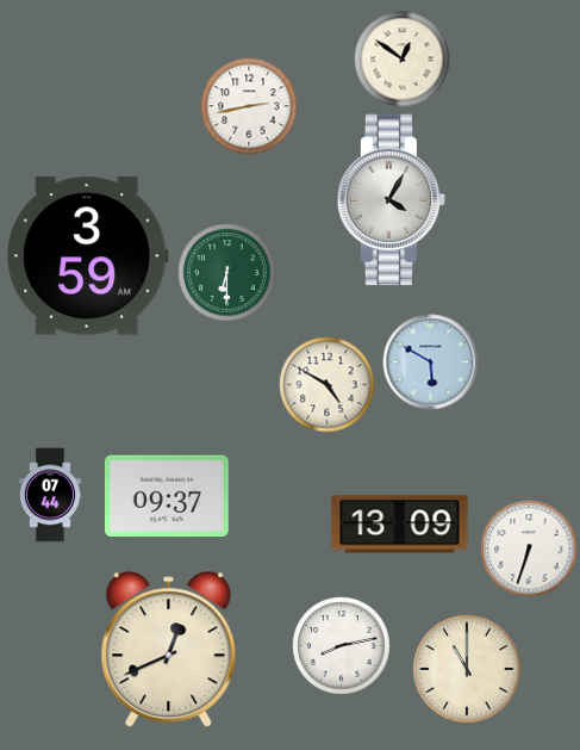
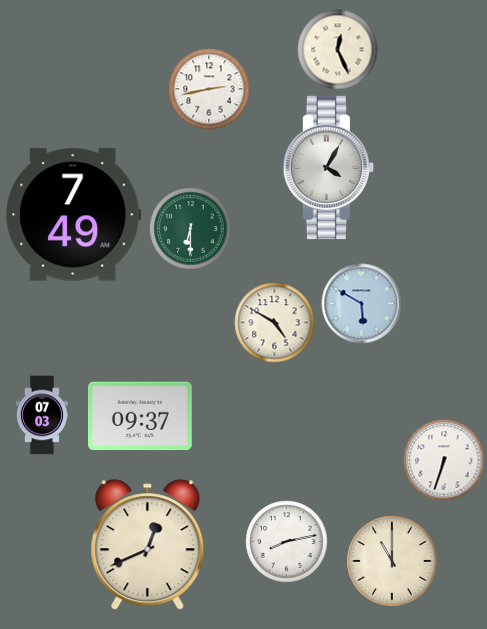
clock at (401, 58): 12:51 -> 12:26
clock at (87, 256): 3:59 -> 7:49
clock at (50, 495): 07:44 -> 07:03
clock at (400, 525): 13:09 -> none
clock at (169, 650) position: (169, 650) -> (148, 545)
